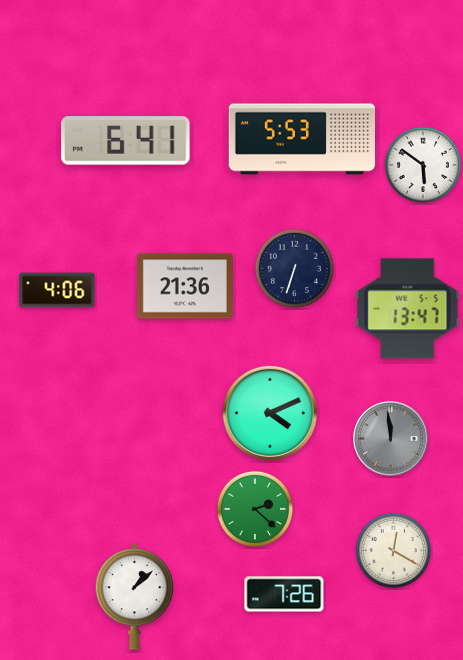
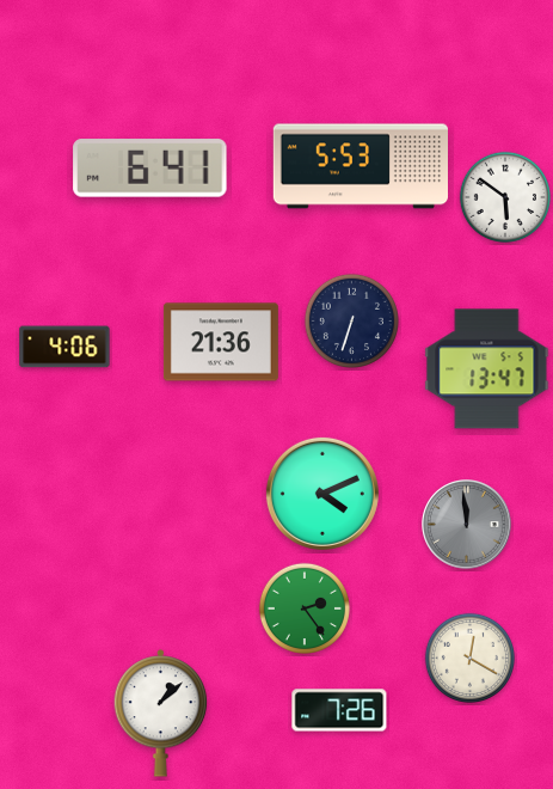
clock at (57, 290) position: (57, 290) -> (64, 347)
clock at (254, 508): 2:22 -> 2:24
